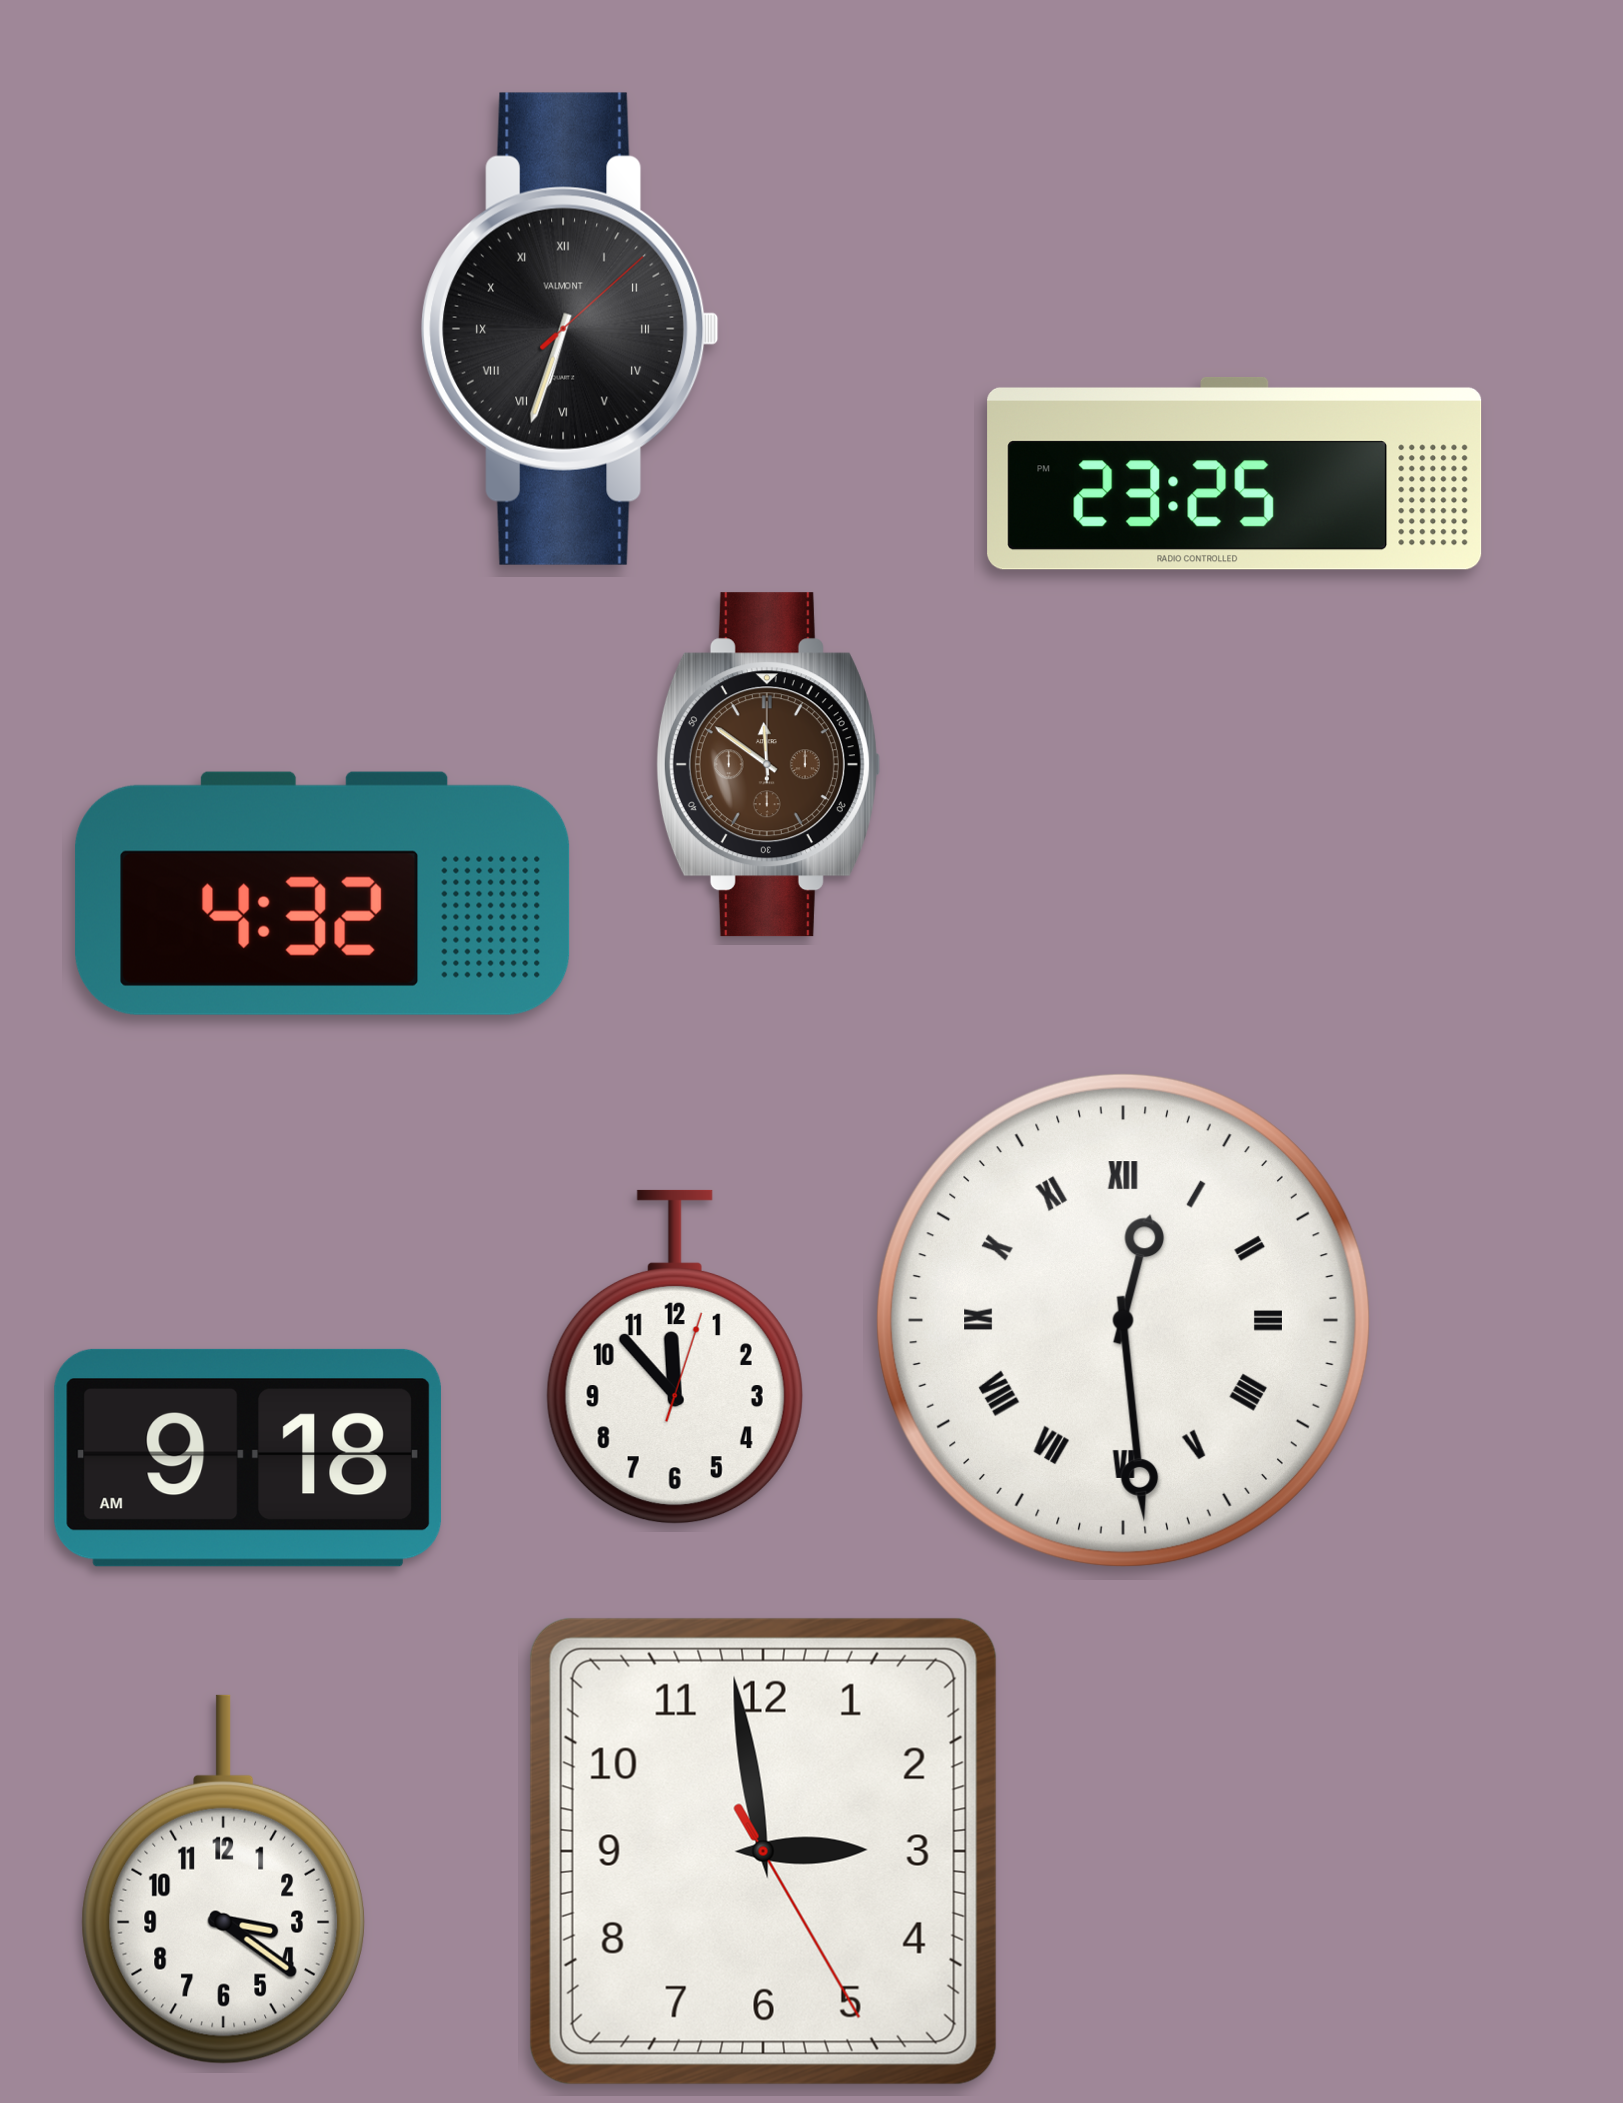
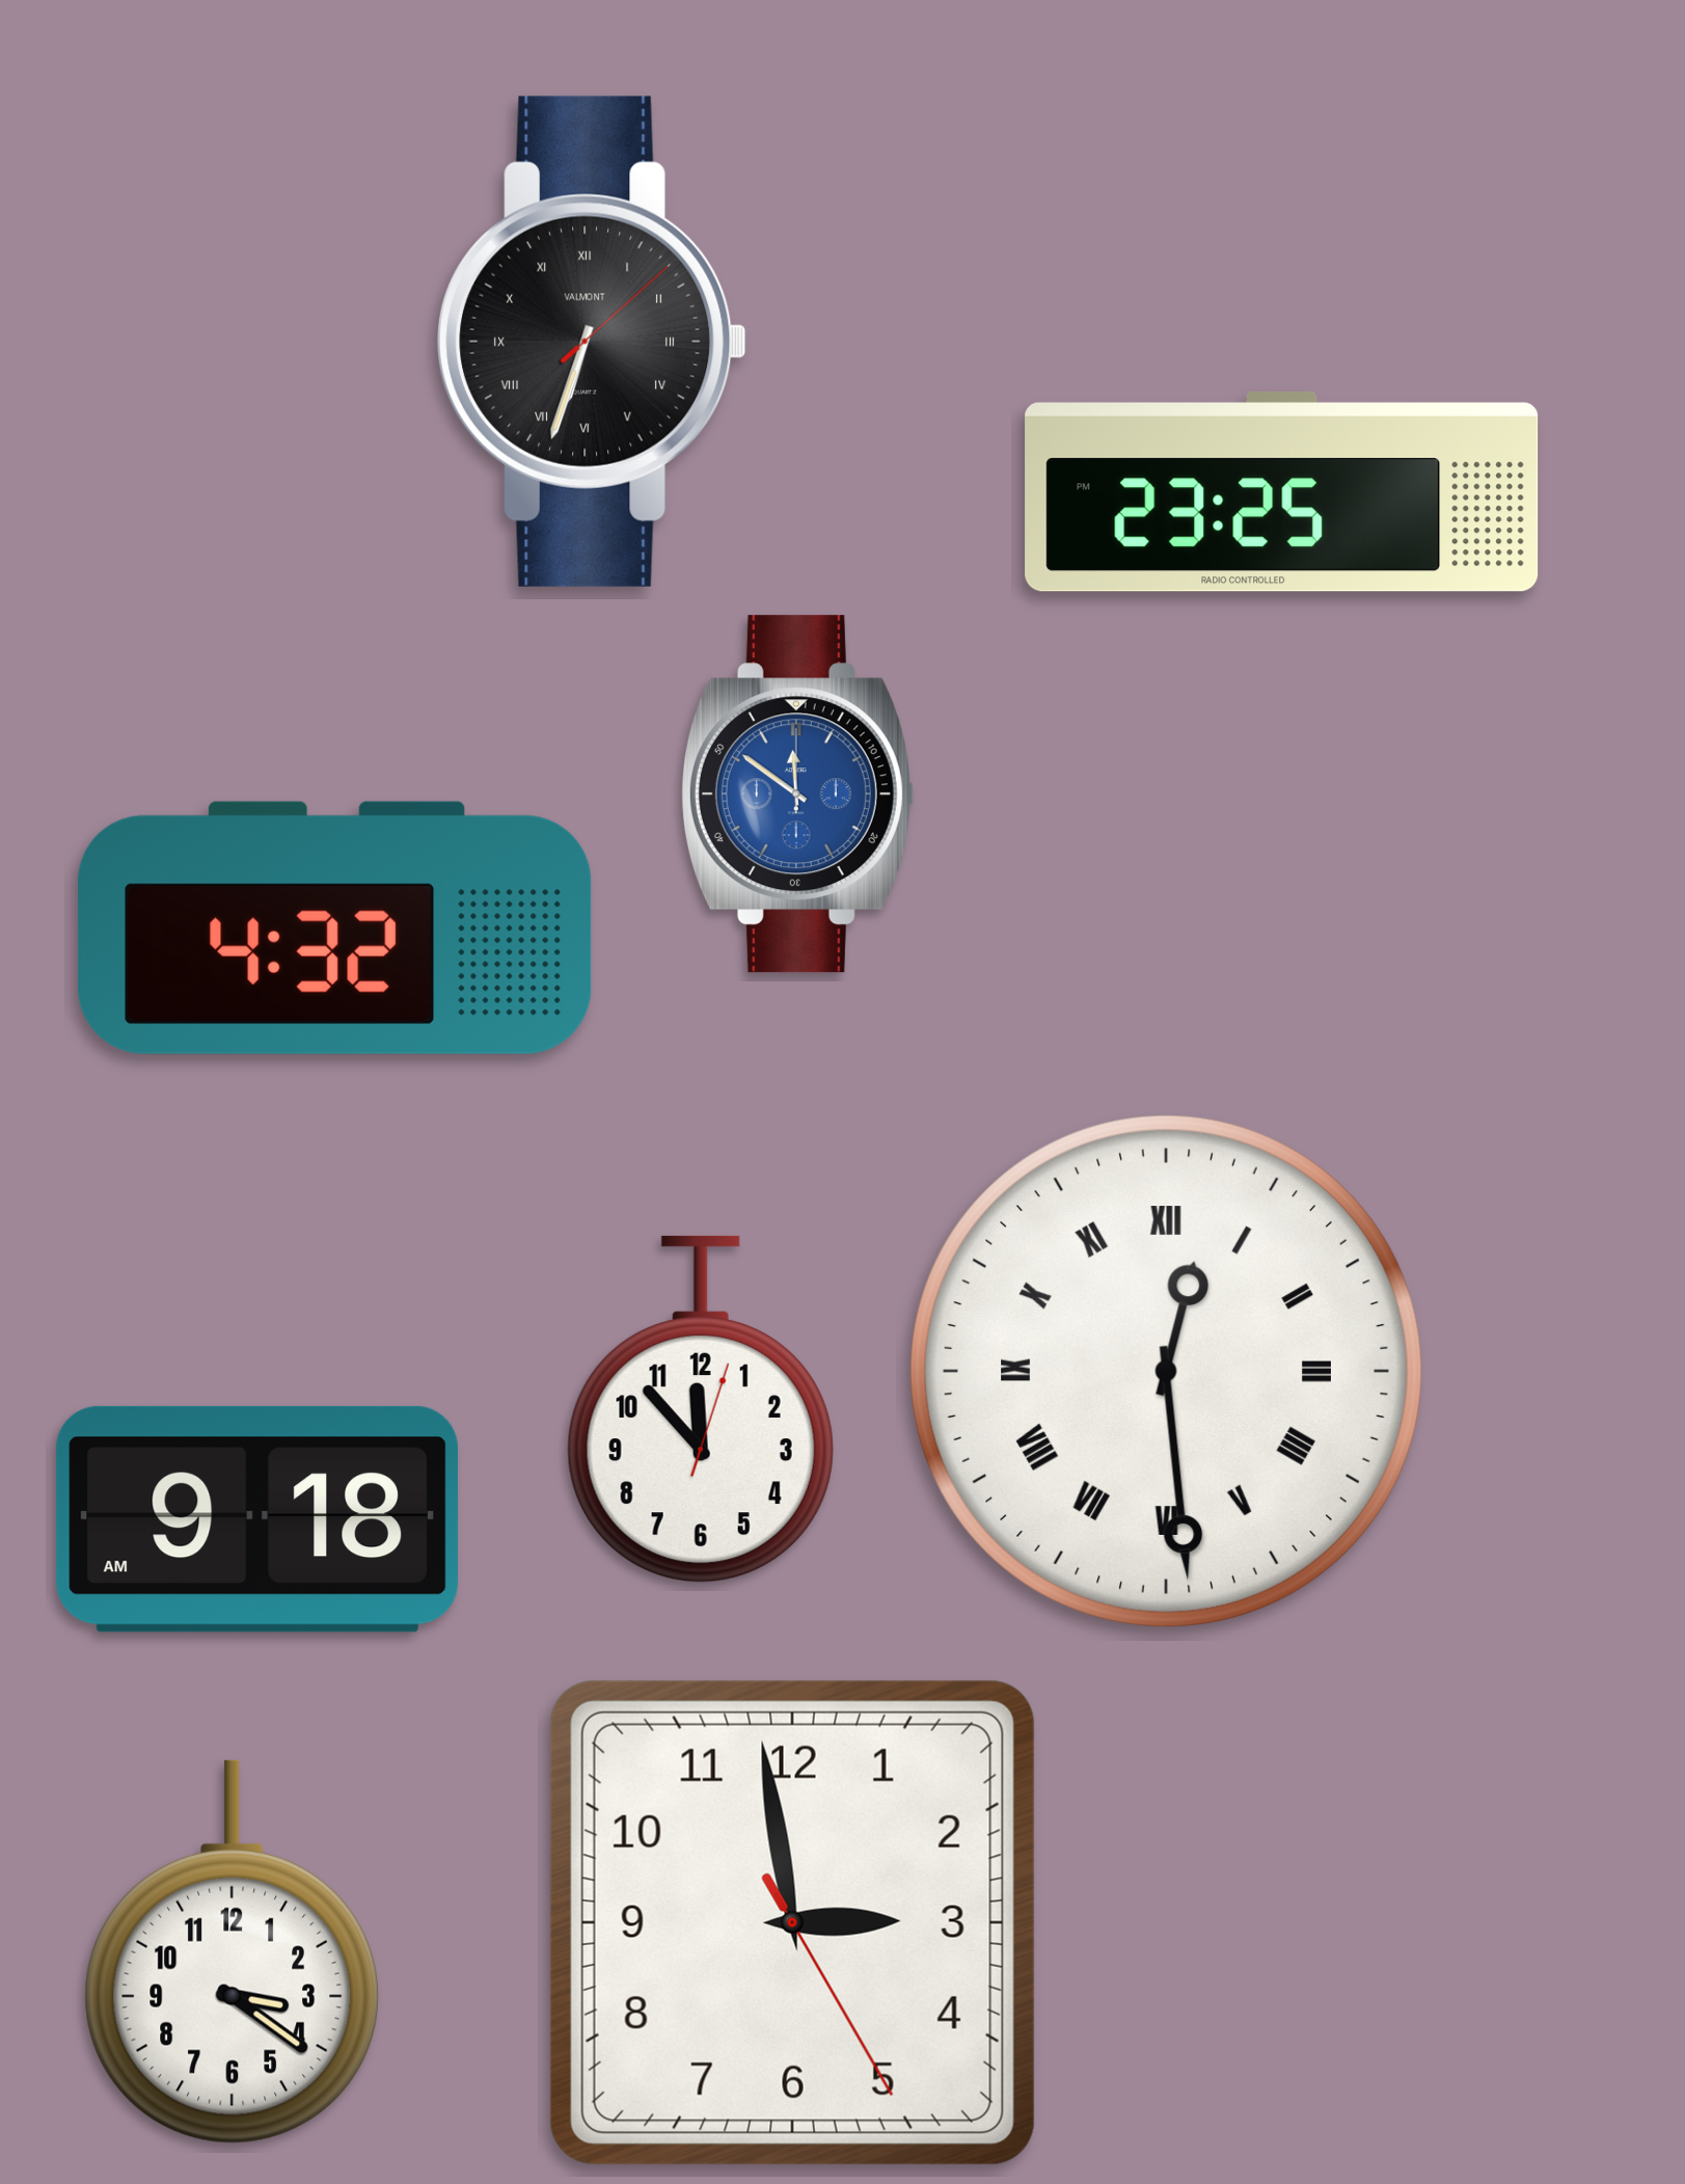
clock at (768, 765) dial: brown -> blue
clock at (248, 1458) position: (248, 1458) -> (257, 1519)
